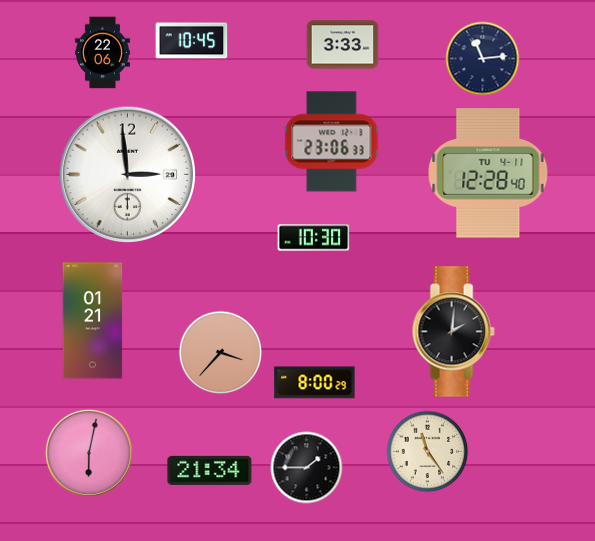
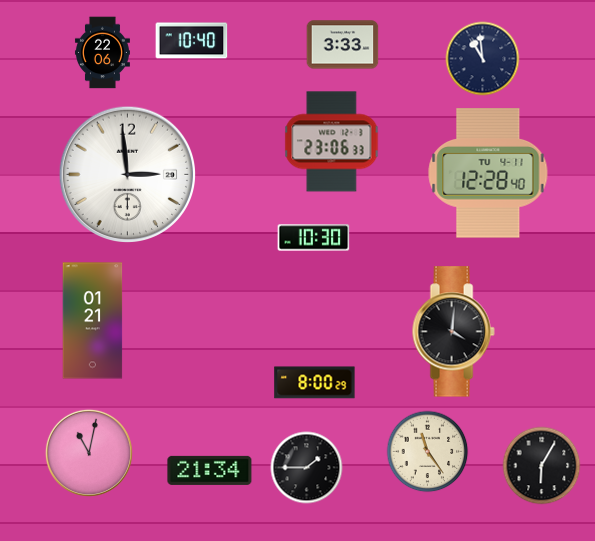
clock at (192, 41): 10:45 -> 10:40
clock at (483, 59): 11:14 -> 10:59
clock at (453, 332): 2:01 -> 4:01
clock at (221, 353): 3:37 -> none
clock at (89, 453): 6:02 -> 11:02
clock at (542, 466): none -> 6:05
